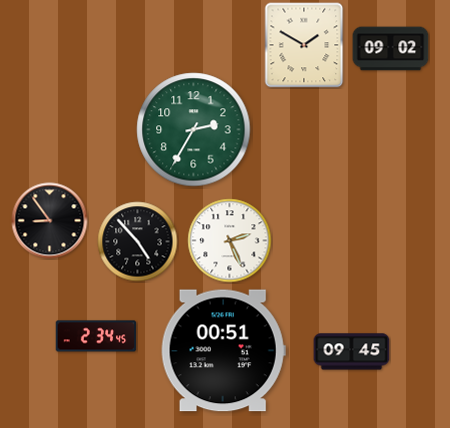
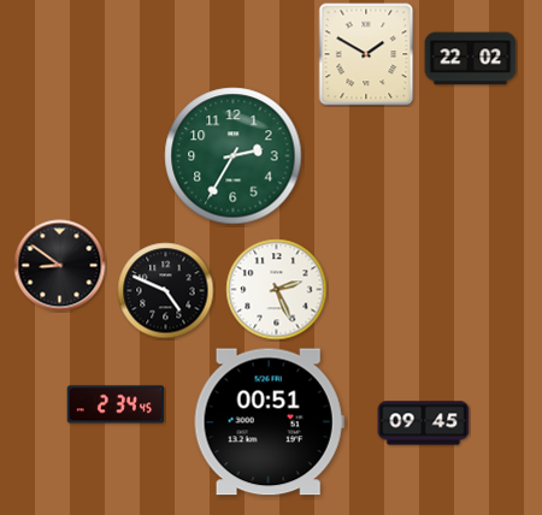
clock at (391, 49): 09:02 -> 22:02
clock at (50, 221): 8:54 -> 8:51
clock at (138, 242): 4:53 -> 4:49
